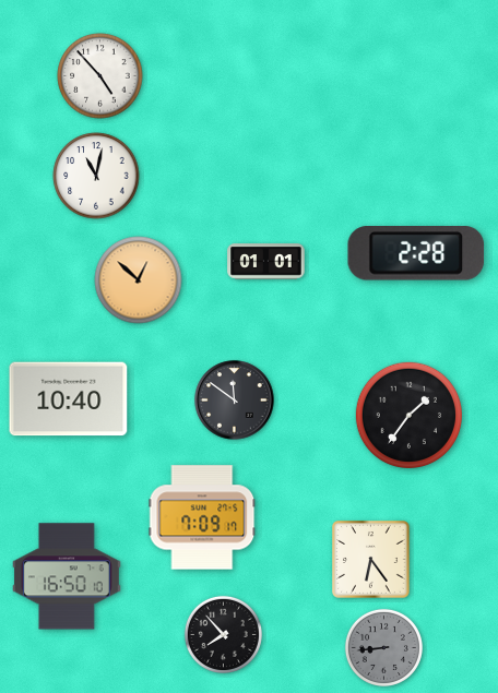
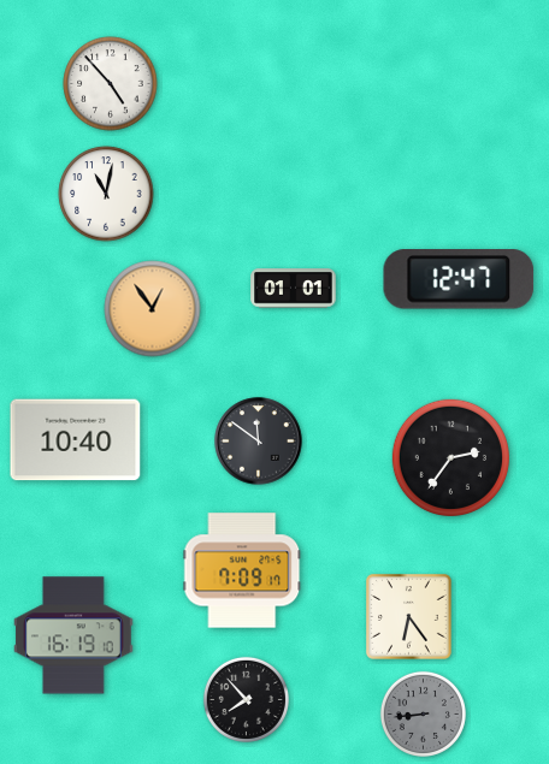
clock at (416, 254): 2:28 -> 12:47
clock at (139, 280): 12:52 -> 12:54
clock at (408, 415): 1:36 -> 2:36
clock at (202, 517) position: (202, 517) -> (242, 570)
clock at (67, 576): 16:50 -> 16:19
